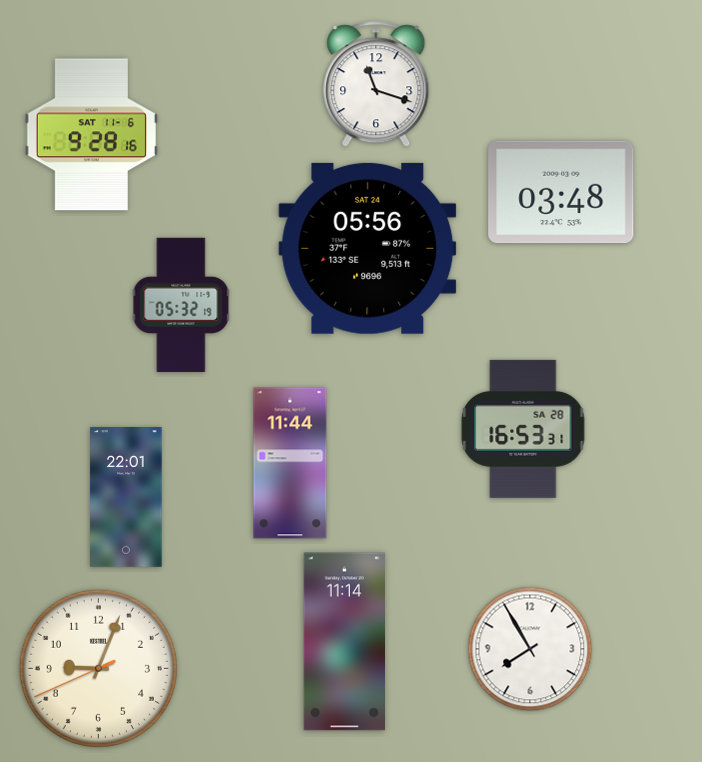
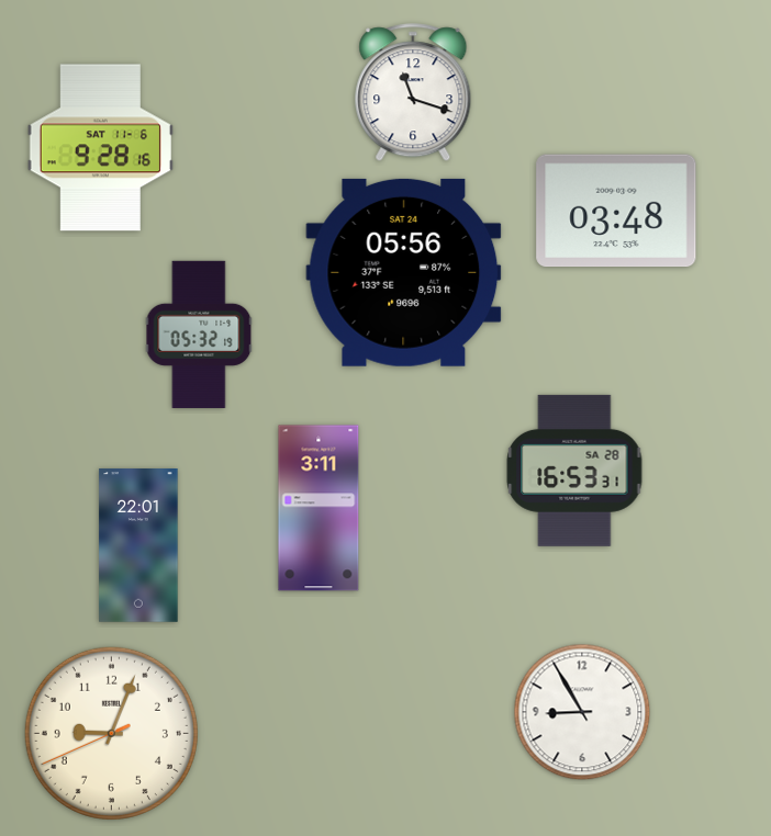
clock at (290, 463): 11:44 -> 3:11
clock at (344, 642): 11:14 -> none
clock at (530, 649): 7:55 -> 8:55
clock at (98, 668) position: (98, 668) -> (111, 733)
